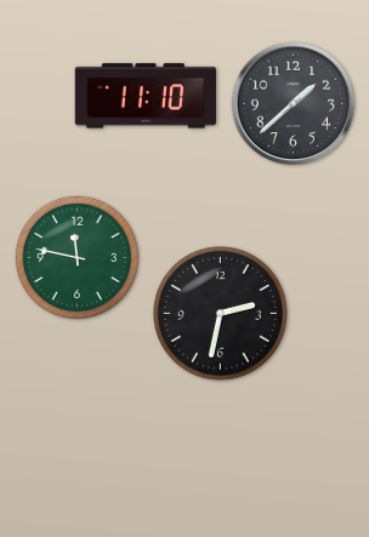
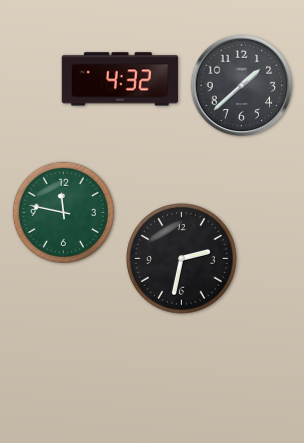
clock at (146, 96): 11:10 -> 4:32
